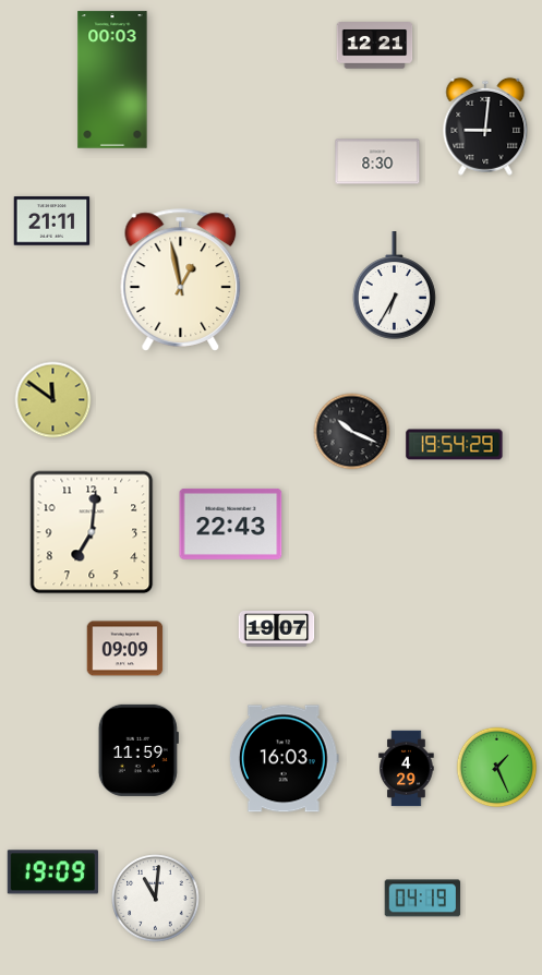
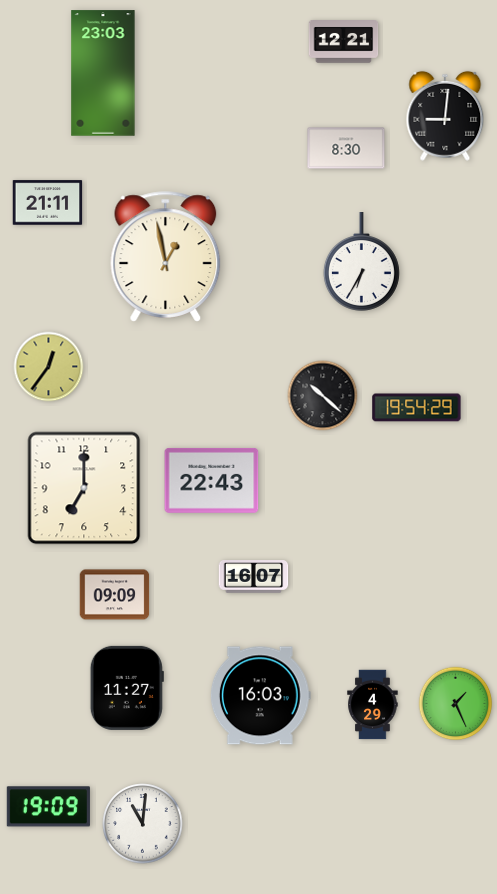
clock at (112, 80): 00:03 -> 23:03
clock at (53, 400): 11:51 -> 12:36
clock at (352, 432): 10:19 -> 10:22
clock at (92, 532): 7:01 -> 7:00
clock at (277, 629): 19:07 -> 16:07
clock at (138, 750): 11:59 -> 11:27
clock at (52, 872) position: (52, 872) -> (48, 807)
clock at (423, 899): 04:19 -> none
